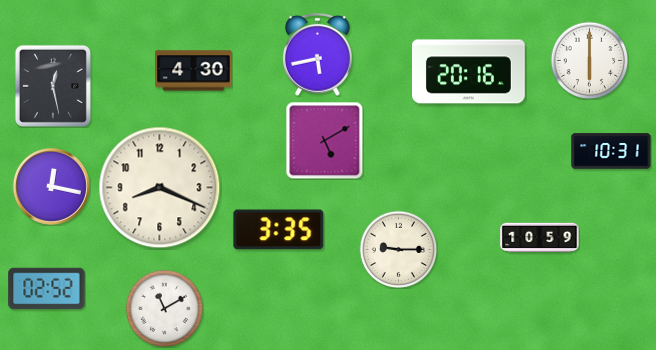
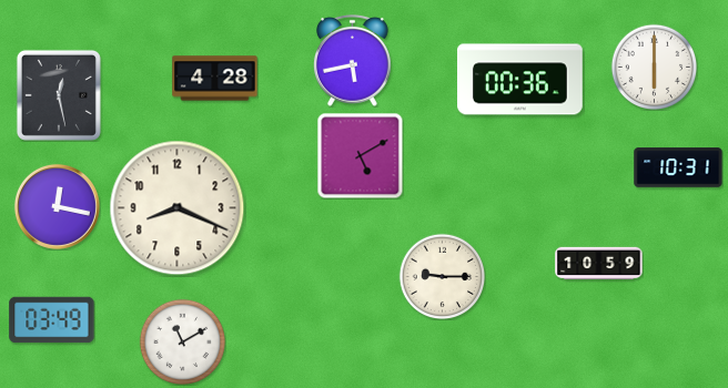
clock at (194, 71): 4:30 -> 4:28
clock at (469, 72): 20:16 -> 00:36
clock at (279, 230): 3:35 -> none
clock at (47, 289): 02:52 -> 03:49
